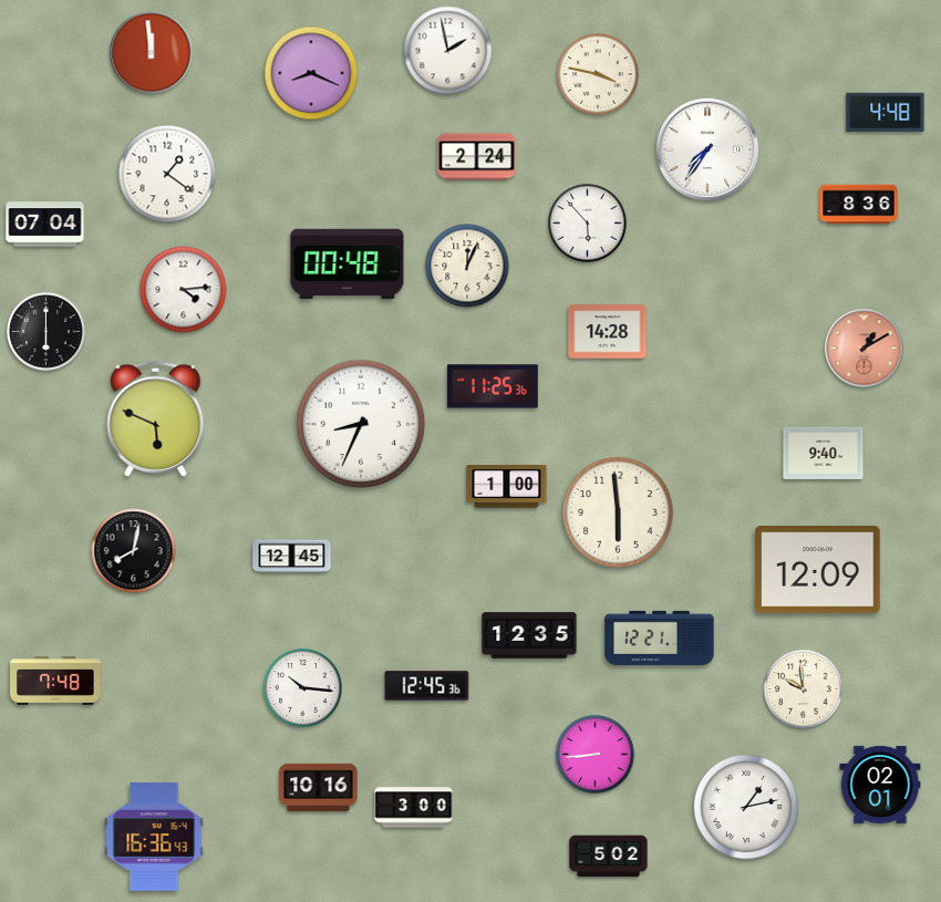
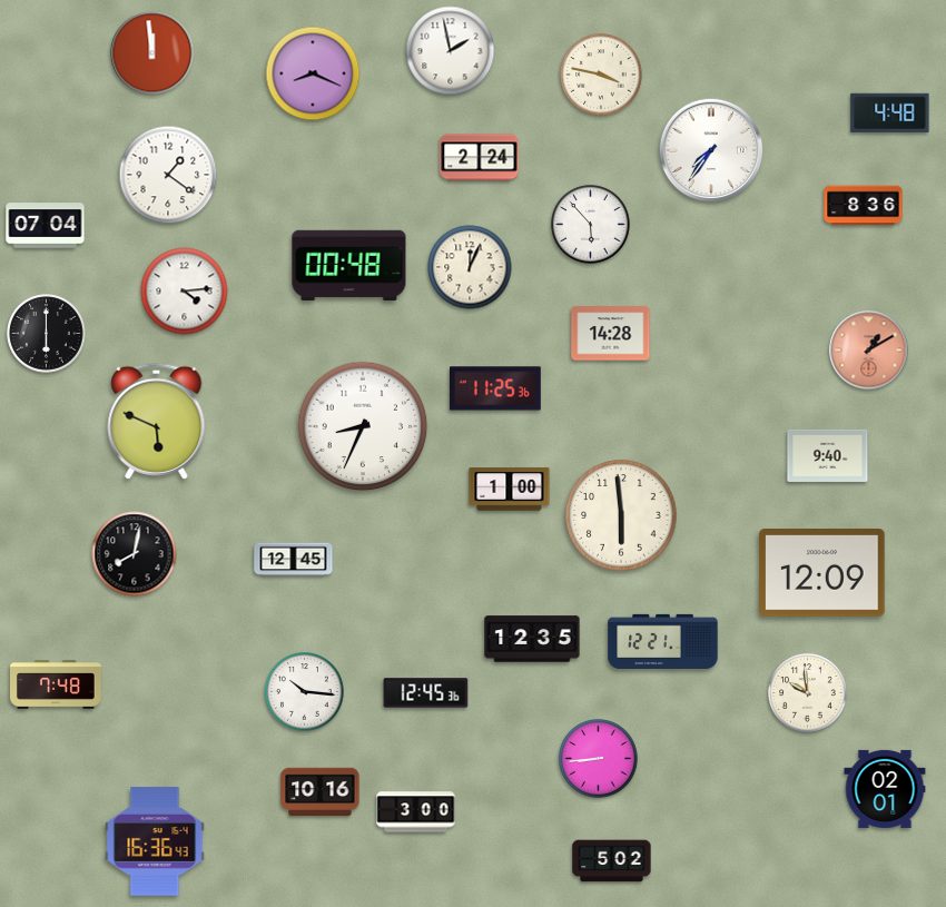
clock at (427, 686) position: (427, 686) -> (426, 693)
clock at (746, 807): 1:13 -> none
